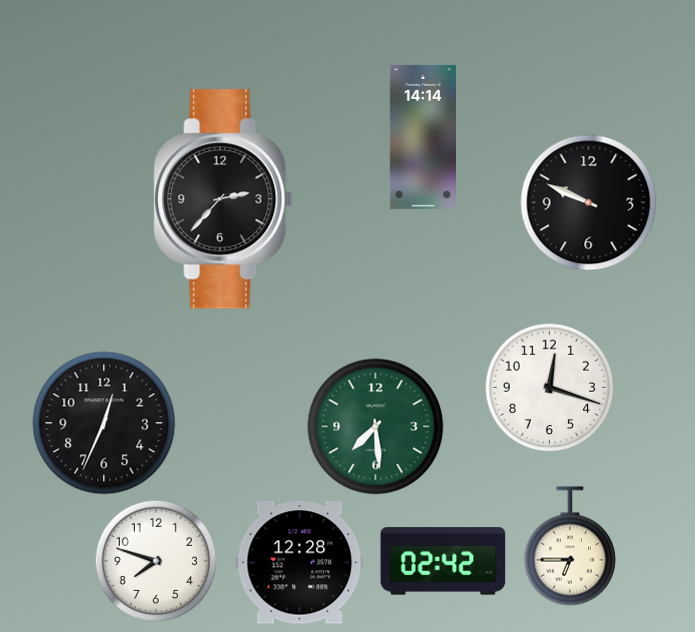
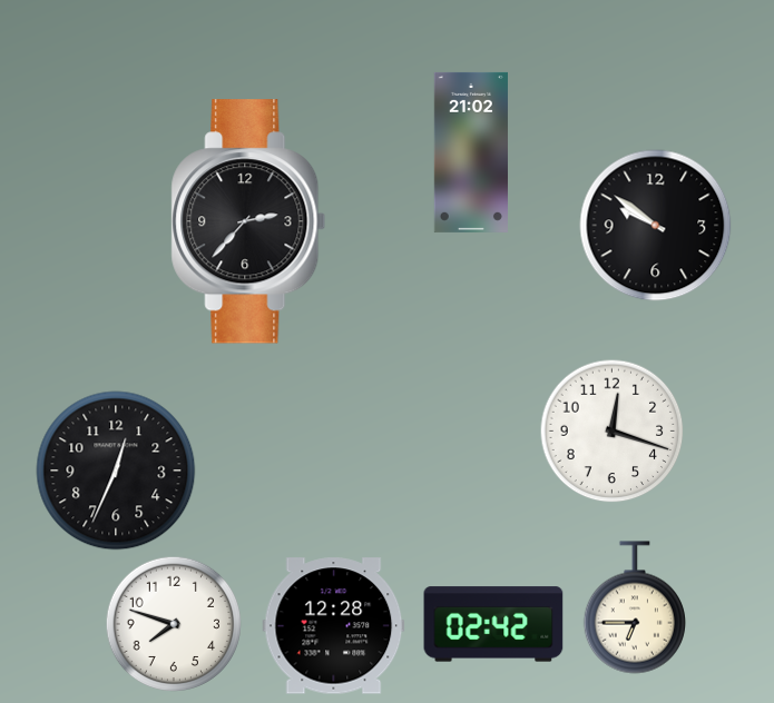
clock at (423, 137): 14:14 -> 21:02
clock at (589, 203): 9:49 -> 9:51
clock at (376, 427): 7:29 -> none
